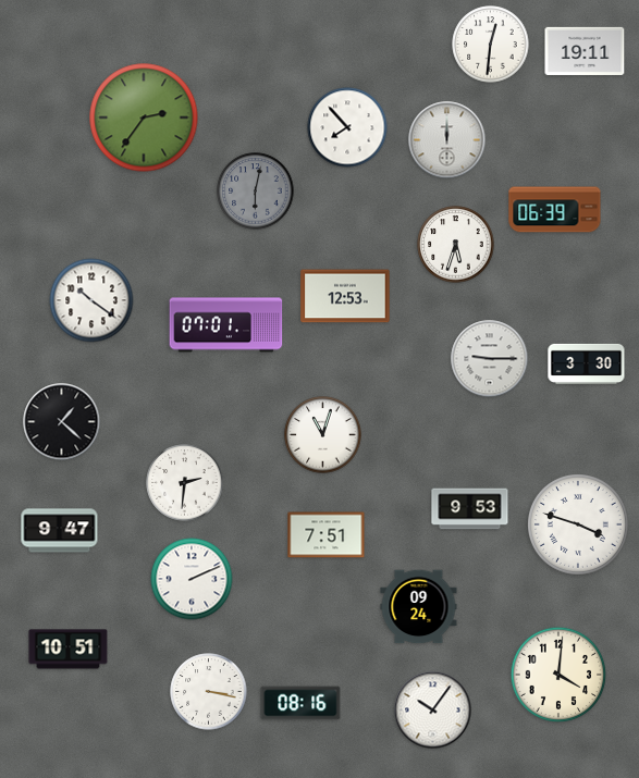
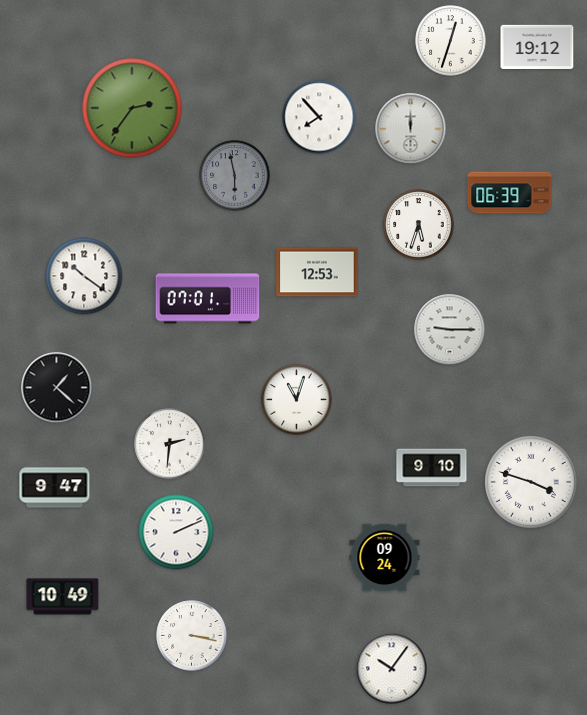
clock at (491, 45): 12:31 -> 12:33
clock at (585, 51): 19:11 -> 19:12
clock at (256, 192): 6:02 -> 5:58
clock at (587, 363): 3:30 -> none
clock at (470, 509): 9:53 -> 9:10
clock at (327, 535): 7:51 -> none
clock at (69, 650): 10:51 -> 10:49
clock at (558, 675): 4:01 -> none
clock at (300, 703): 08:16 -> none
clock at (433, 711) position: (433, 711) -> (392, 669)
